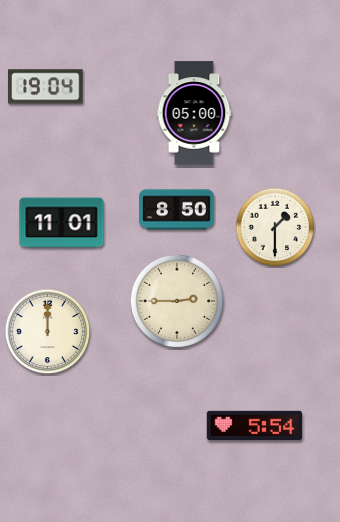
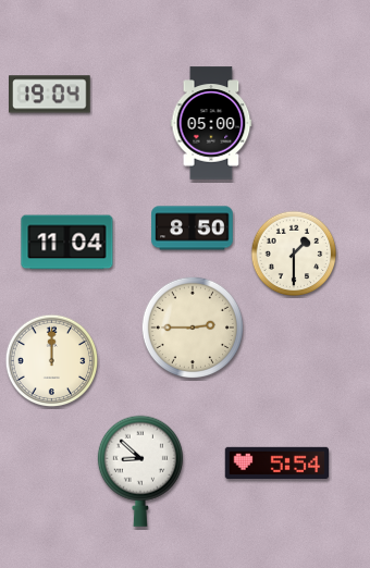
clock at (62, 223): 11:01 -> 11:04
clock at (275, 227) position: (275, 227) -> (294, 254)
clock at (140, 471): none -> 8:52
